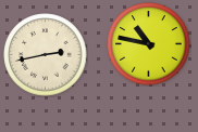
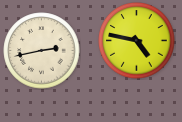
clock at (149, 44): 10:47 -> 4:47
